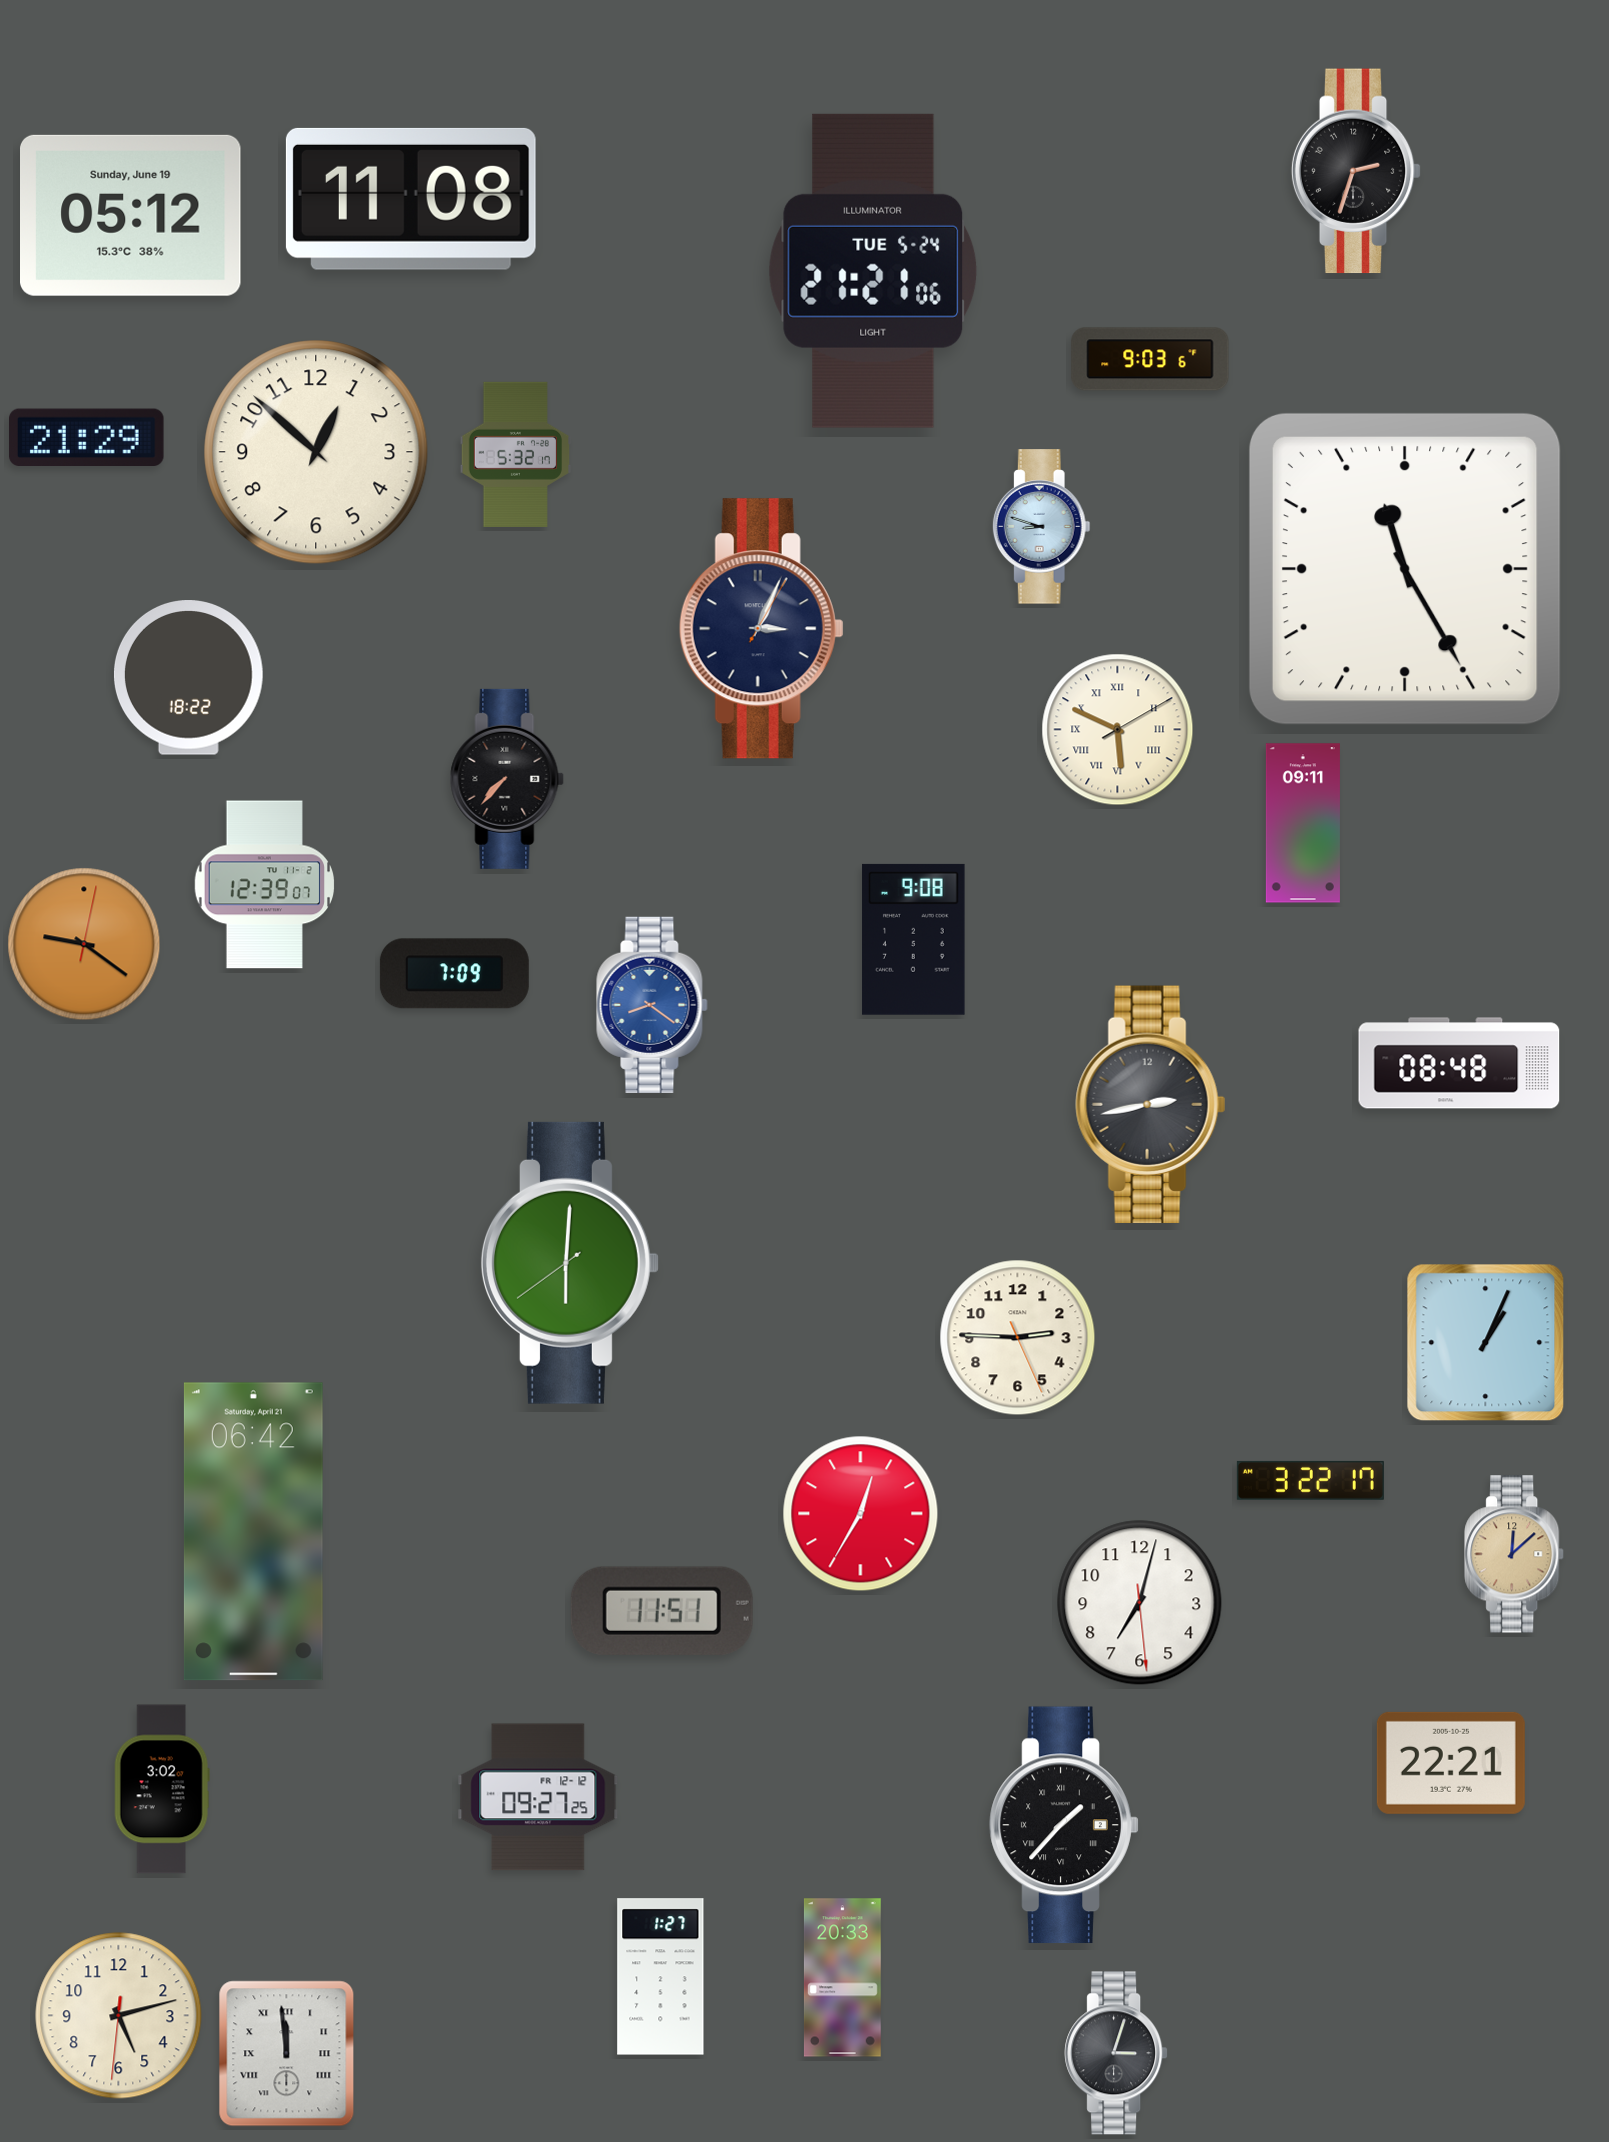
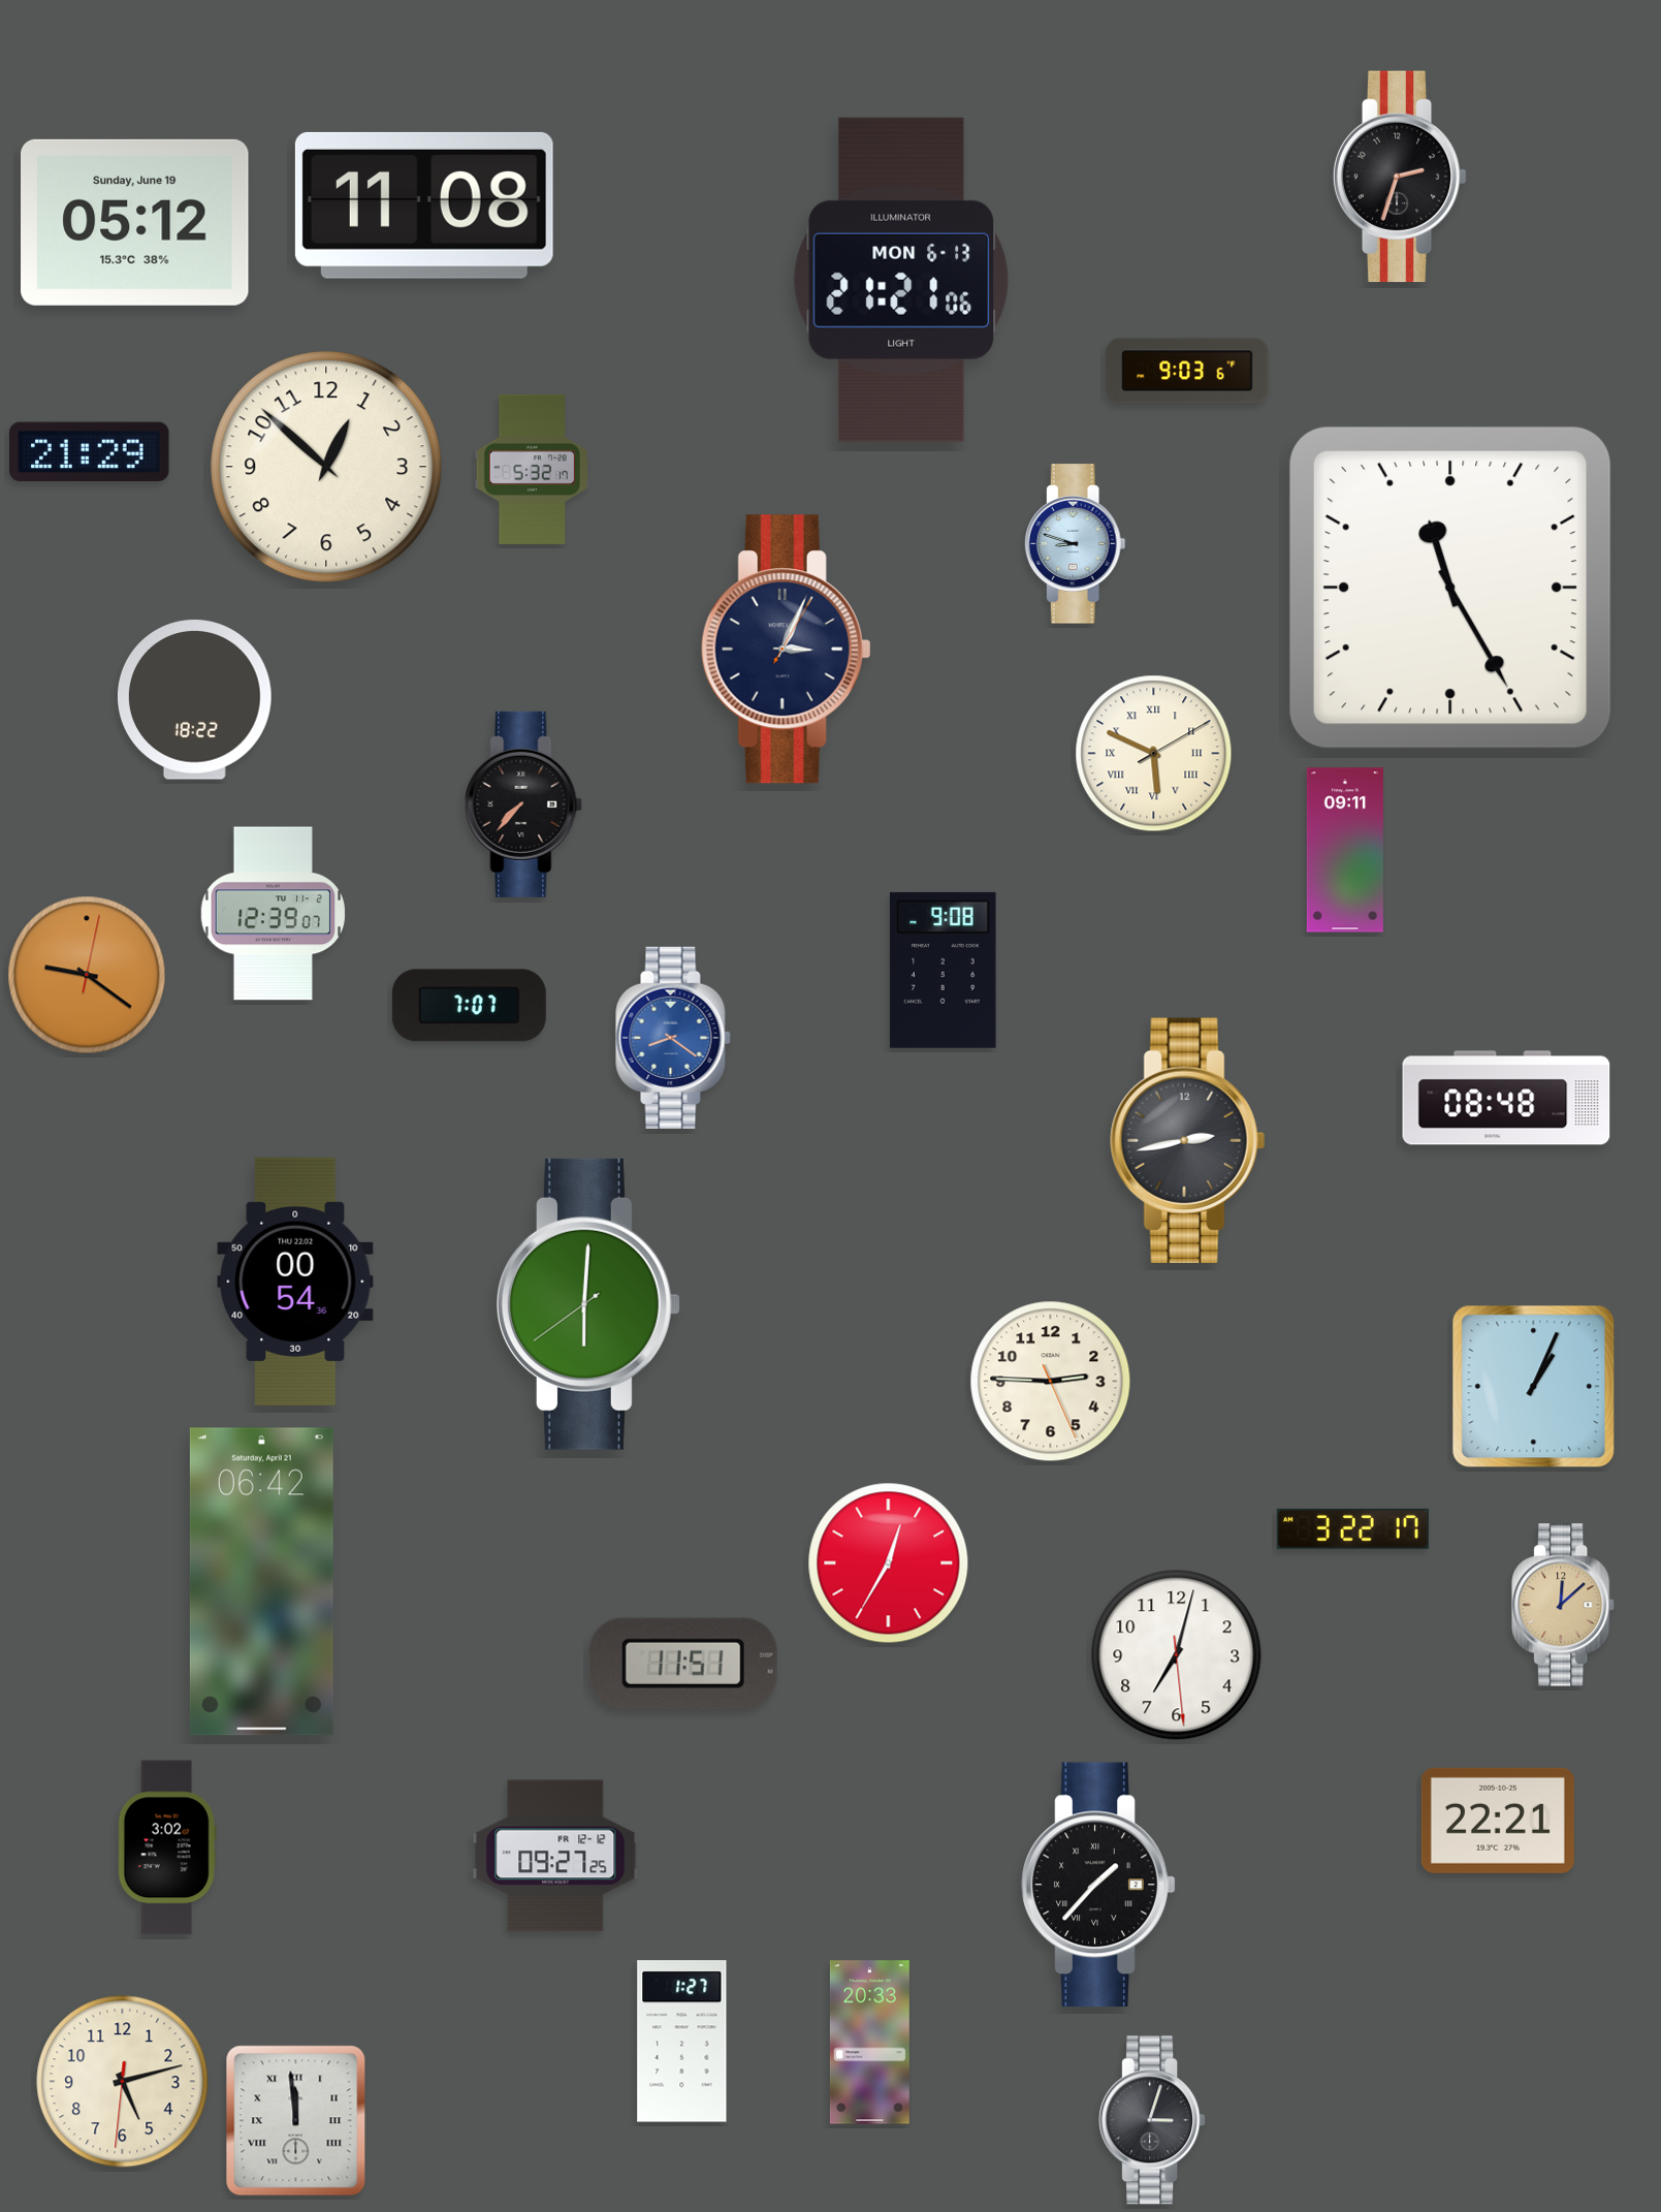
clock at (873, 271) date: TUE 5-24 -> MON 6-13
clock at (454, 974): 7:09 -> 7:07
clock at (295, 1282): none -> 00:54
